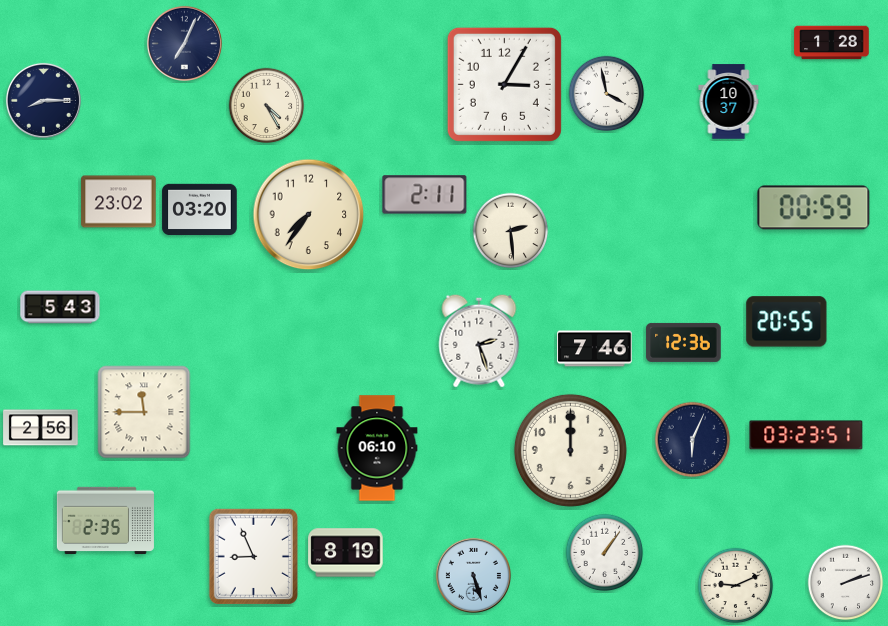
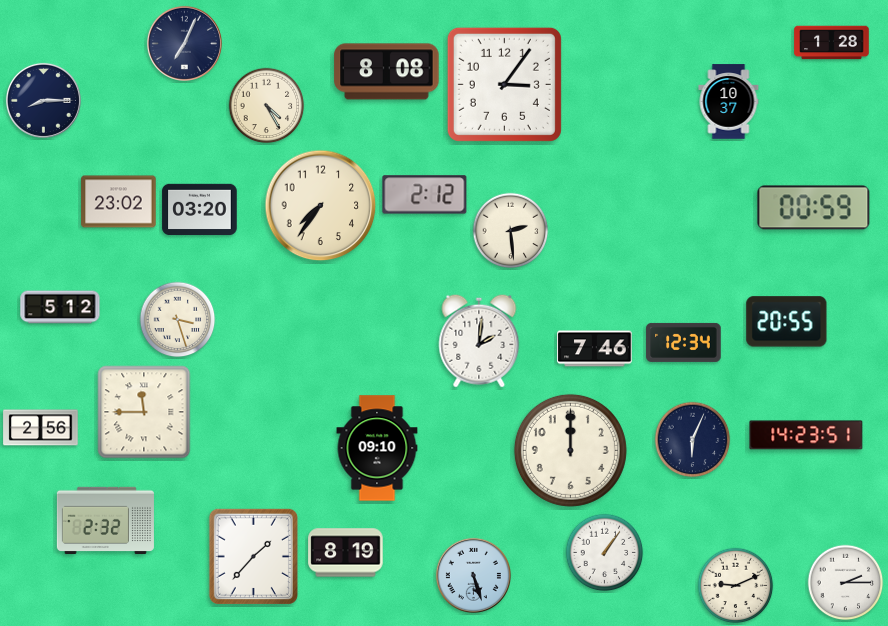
clock at (387, 72): none -> 8:08
clock at (504, 84): 3:05 -> 3:06
clock at (607, 94): 3:58 -> none
clock at (425, 195): 2:11 -> 2:12
clock at (309, 215) position: (309, 215) -> (321, 206)
clock at (60, 307): 5:43 -> 5:12
clock at (178, 320): none -> 3:27
clock at (479, 341): 2:27 -> 2:01
clock at (684, 342): 12:36 -> 12:34
clock at (806, 435): 03:23 -> 14:23
clock at (377, 448): 06:10 -> 09:10
clock at (105, 521): 2:35 -> 2:32
clock at (253, 556): 8:56 -> 1:37
clock at (846, 583): 2:12 -> 2:15
